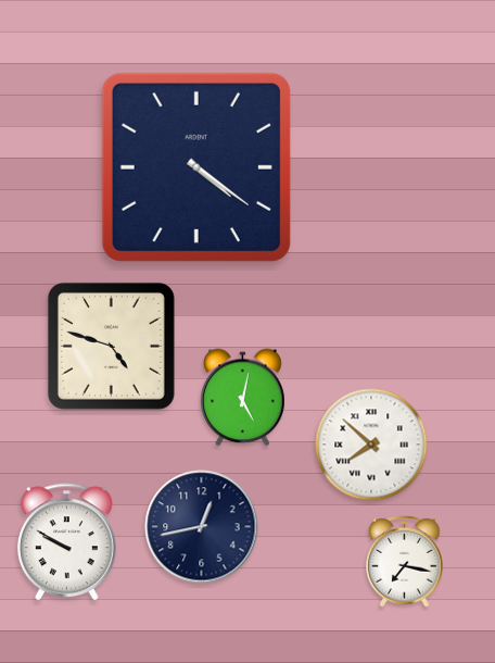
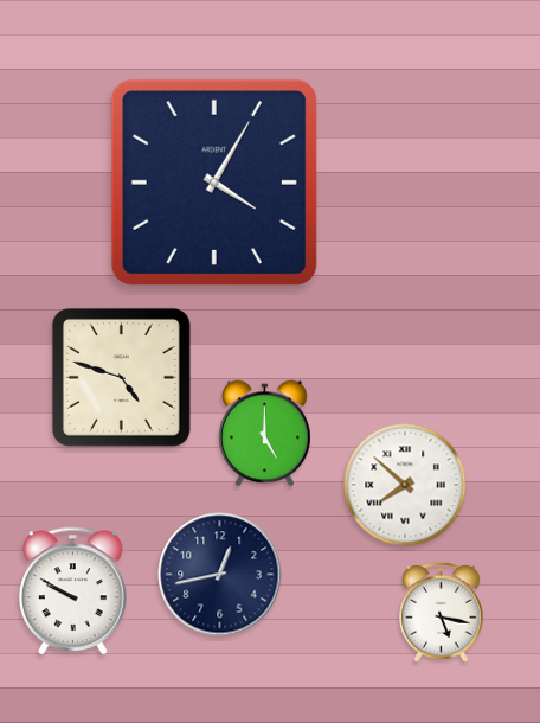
clock at (196, 167): 4:21 -> 4:05
clock at (243, 398): 5:02 -> 5:00
clock at (405, 562): 7:17 -> 5:17
